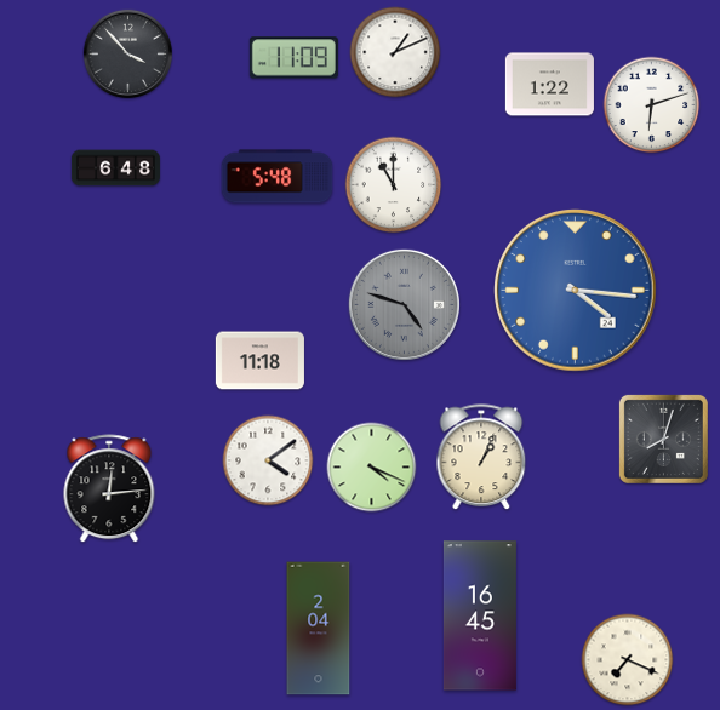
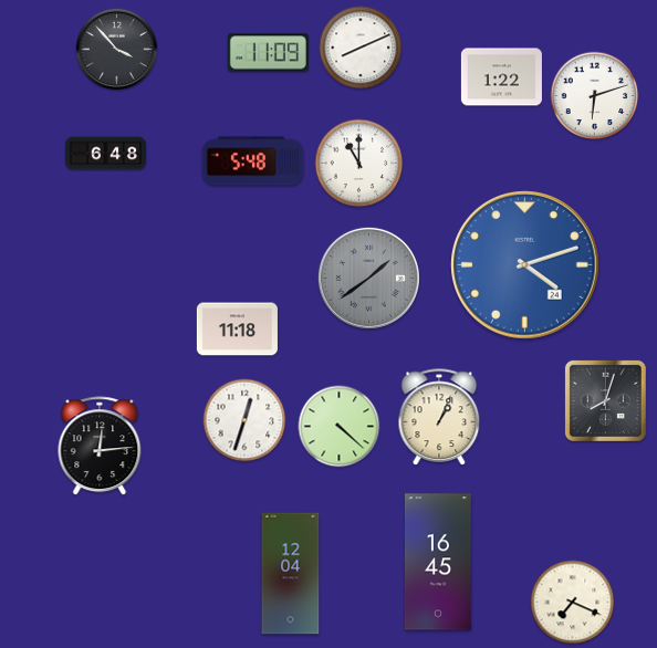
clock at (395, 52): 1:11 -> 8:11
clock at (394, 185) position: (394, 185) -> (359, 164)
clock at (576, 291): 4:16 -> 4:12
clock at (404, 304): 4:48 -> 1:39
clock at (268, 460): 4:09 -> 12:33
clock at (372, 468): 4:19 -> 4:22
clock at (319, 629): 2:04 -> 12:04
